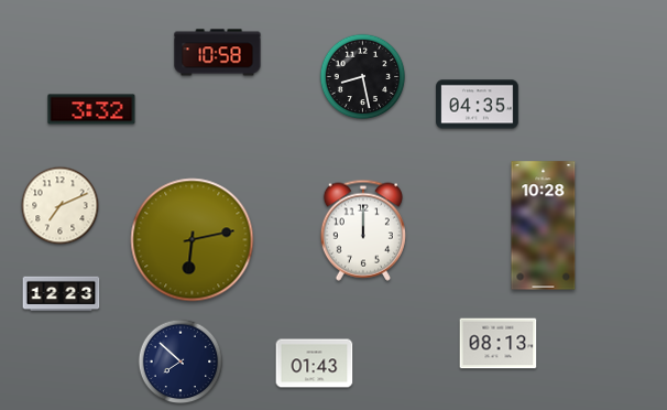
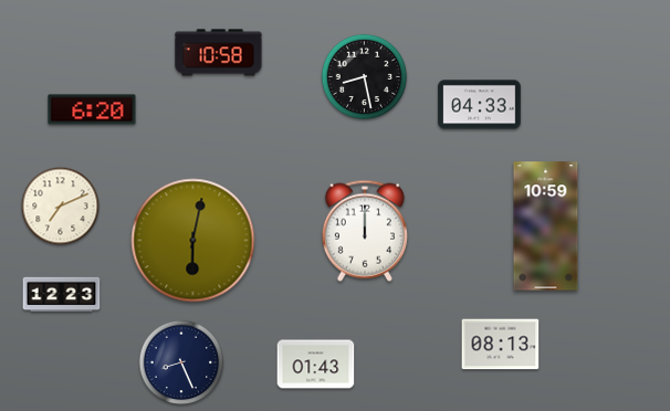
clock at (478, 105): 04:35 -> 04:33
clock at (91, 109): 3:32 -> 6:20
clock at (544, 226): 10:28 -> 10:59
clock at (193, 240): 6:13 -> 6:02
clock at (181, 362): 7:52 -> 8:26
